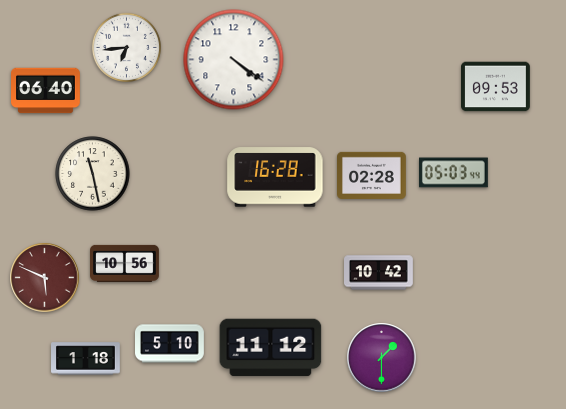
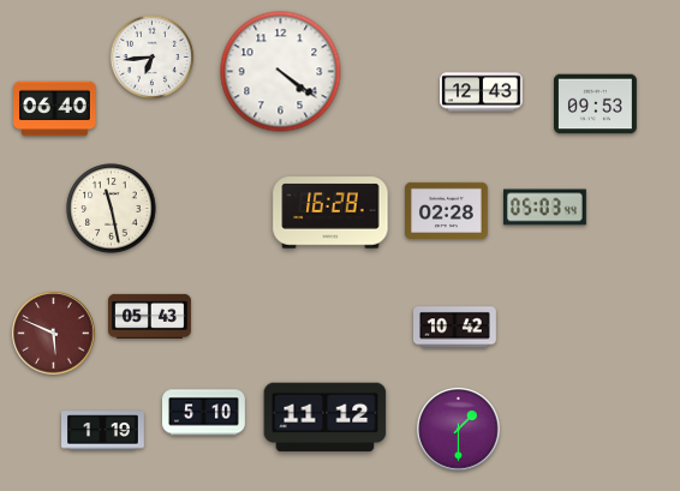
clock at (482, 92): none -> 12:43
clock at (125, 263): 10:56 -> 05:43
clock at (86, 359): 1:18 -> 1:19
